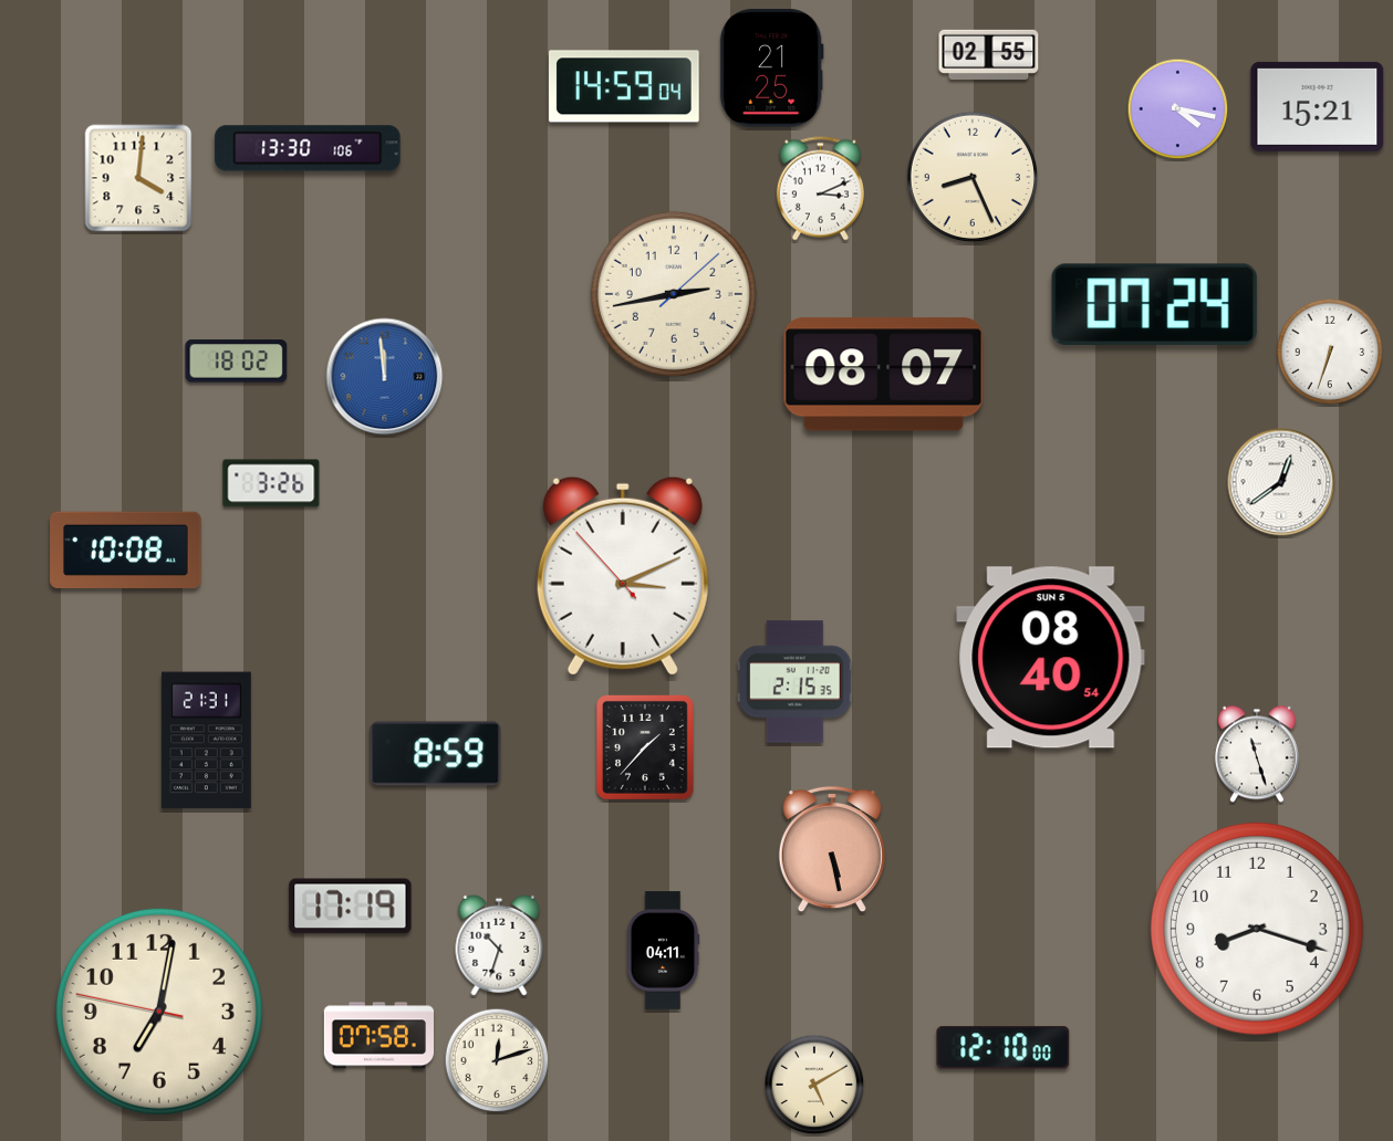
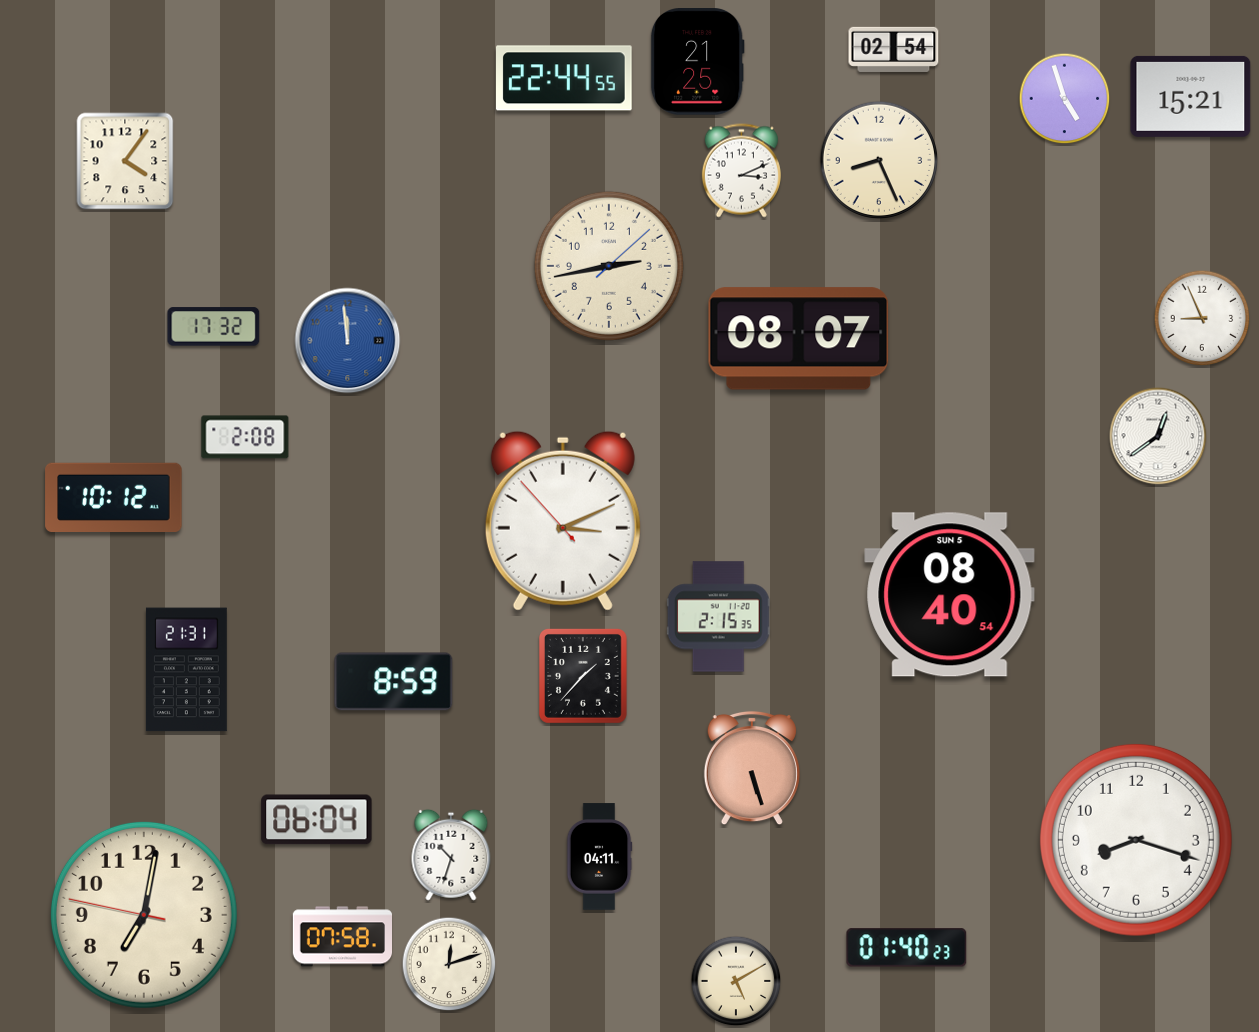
clock at (989, 54): 02:55 -> 02:54
clock at (625, 86): 14:59 -> 22:44
clock at (1178, 109): 4:17 -> 4:57
clock at (308, 148): 13:30 -> none
clock at (138, 178): 4:01 -> 4:06
clock at (1154, 304): 07:24 -> none
clock at (1330, 352): 6:33 -> 8:56
clock at (237, 362): 18:02 -> 17:32
clock at (271, 483): 3:26 -> 2:08
clock at (126, 549): 10:08 -> 10:12
clock at (1257, 754): 11:27 -> none
clock at (832, 849): 5:28 -> 5:27
clock at (351, 907): 17:19 -> 06:04
clock at (663, 951) position: (663, 951) -> (599, 857)
clock at (1004, 1048): 12:10 -> 01:40
clock at (497, 1060) position: (497, 1060) -> (449, 964)
